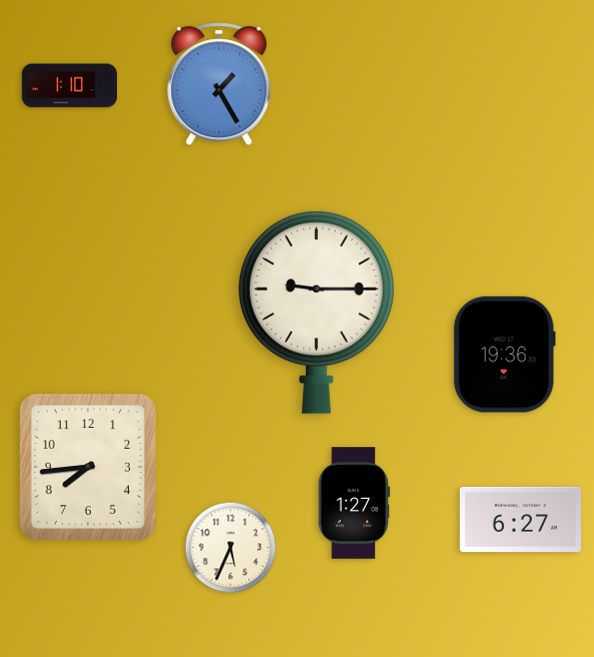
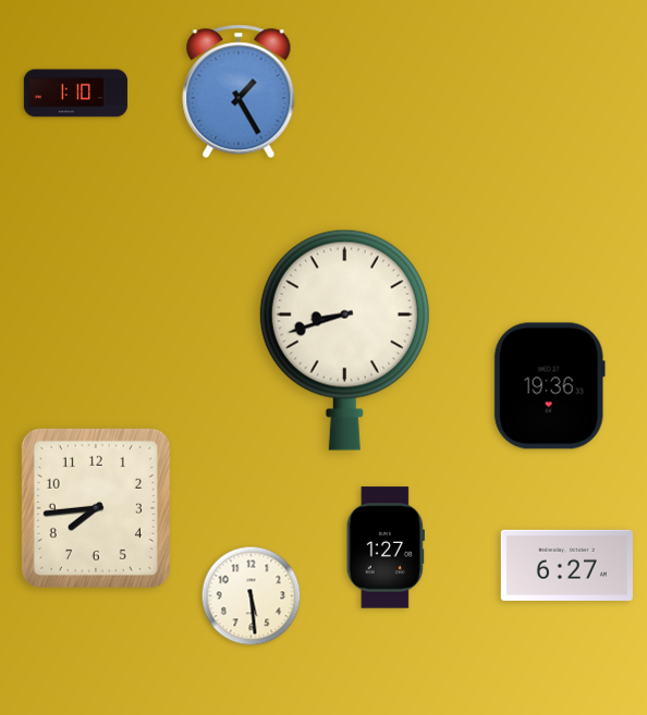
clock at (316, 312): 9:15 -> 8:42
clock at (231, 548): 5:34 -> 5:29
